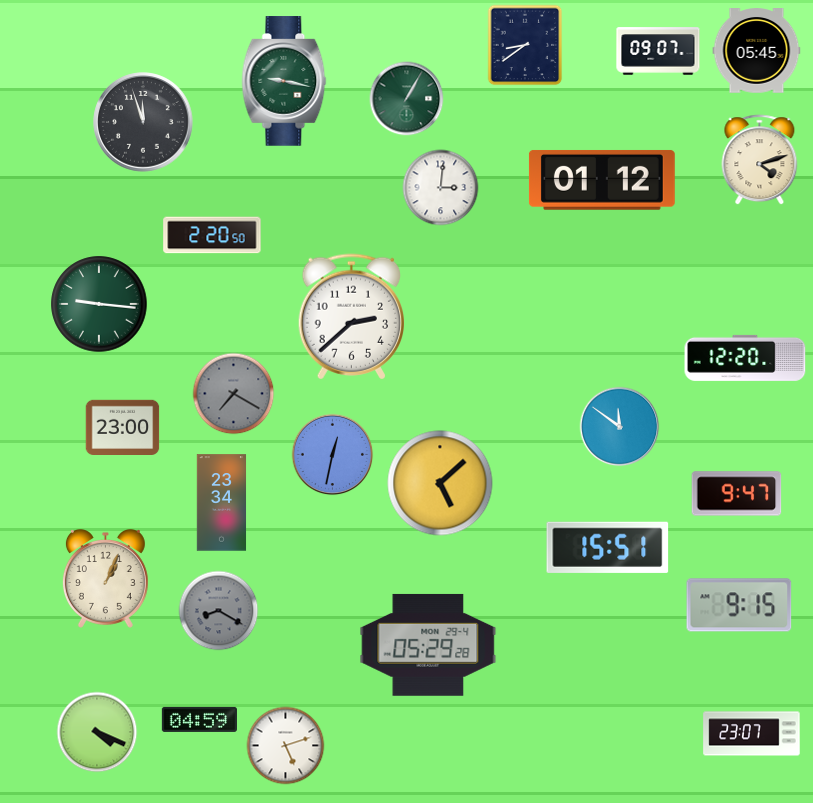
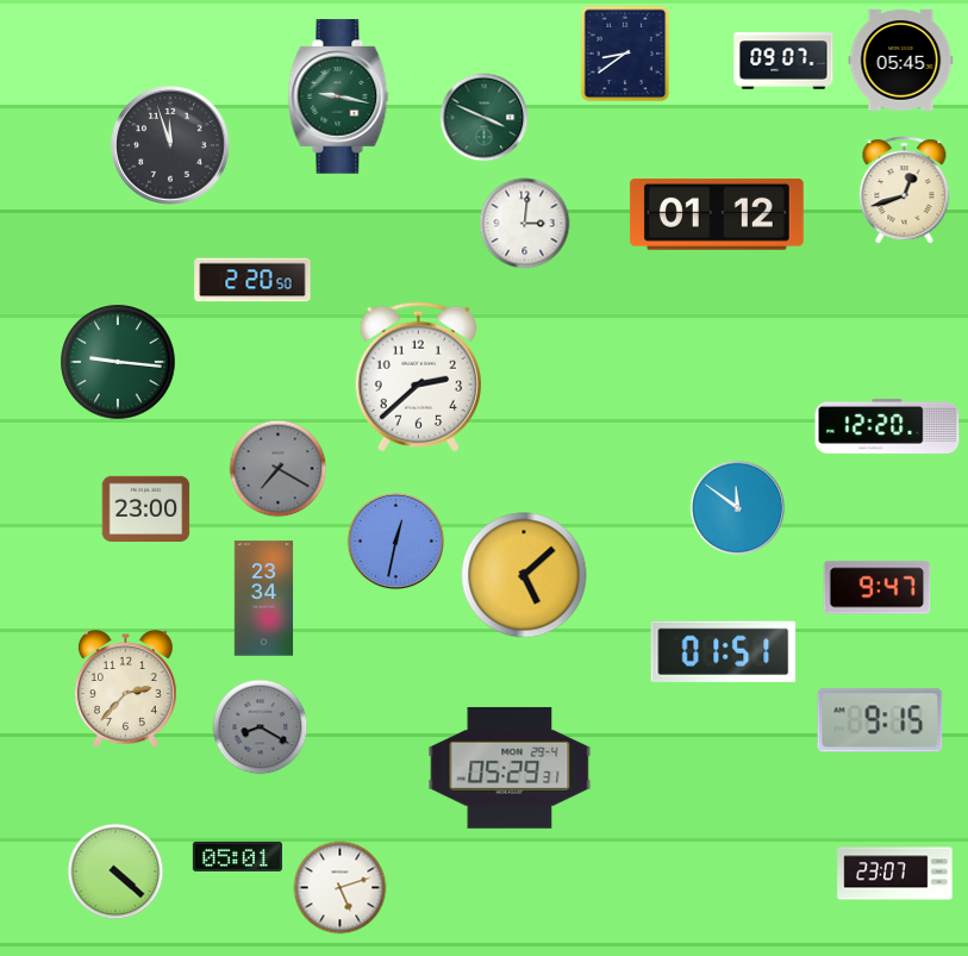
clock at (407, 99): 1:05 -> 3:49
clock at (760, 160): 4:12 -> 12:42
clock at (608, 547): 15:51 -> 01:51
clock at (105, 579): 1:04 -> 2:37
clock at (428, 645): 05:29:28 -> 05:29:31
clock at (199, 719): 04:59 -> 05:01
clock at (97, 732): 4:19 -> 4:22
